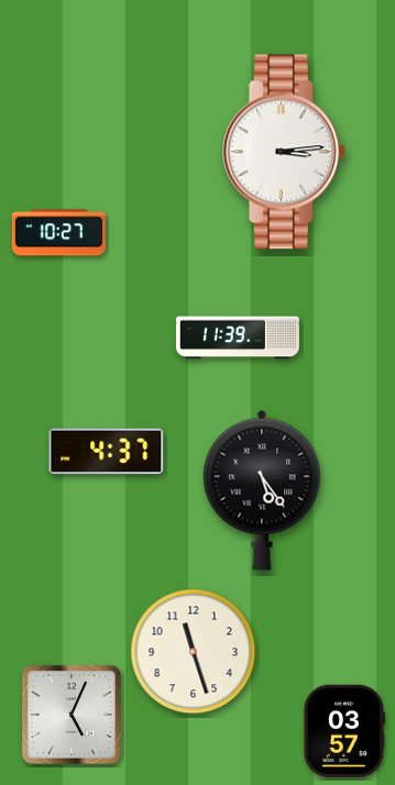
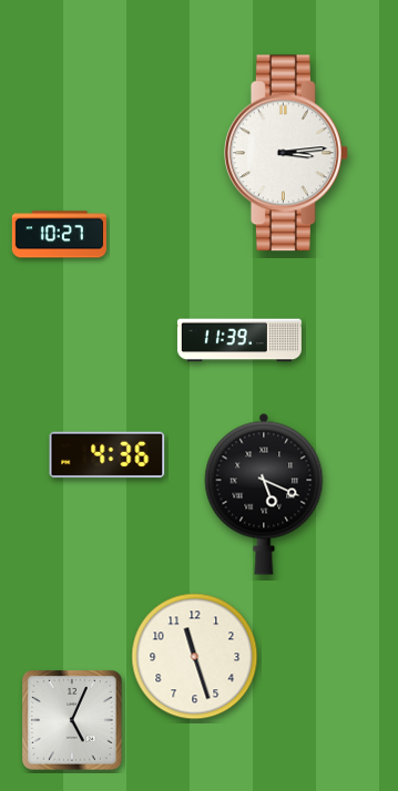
clock at (107, 452): 4:37 -> 4:36
clock at (262, 490): 5:24 -> 5:19
clock at (344, 730): 03:57 -> none
